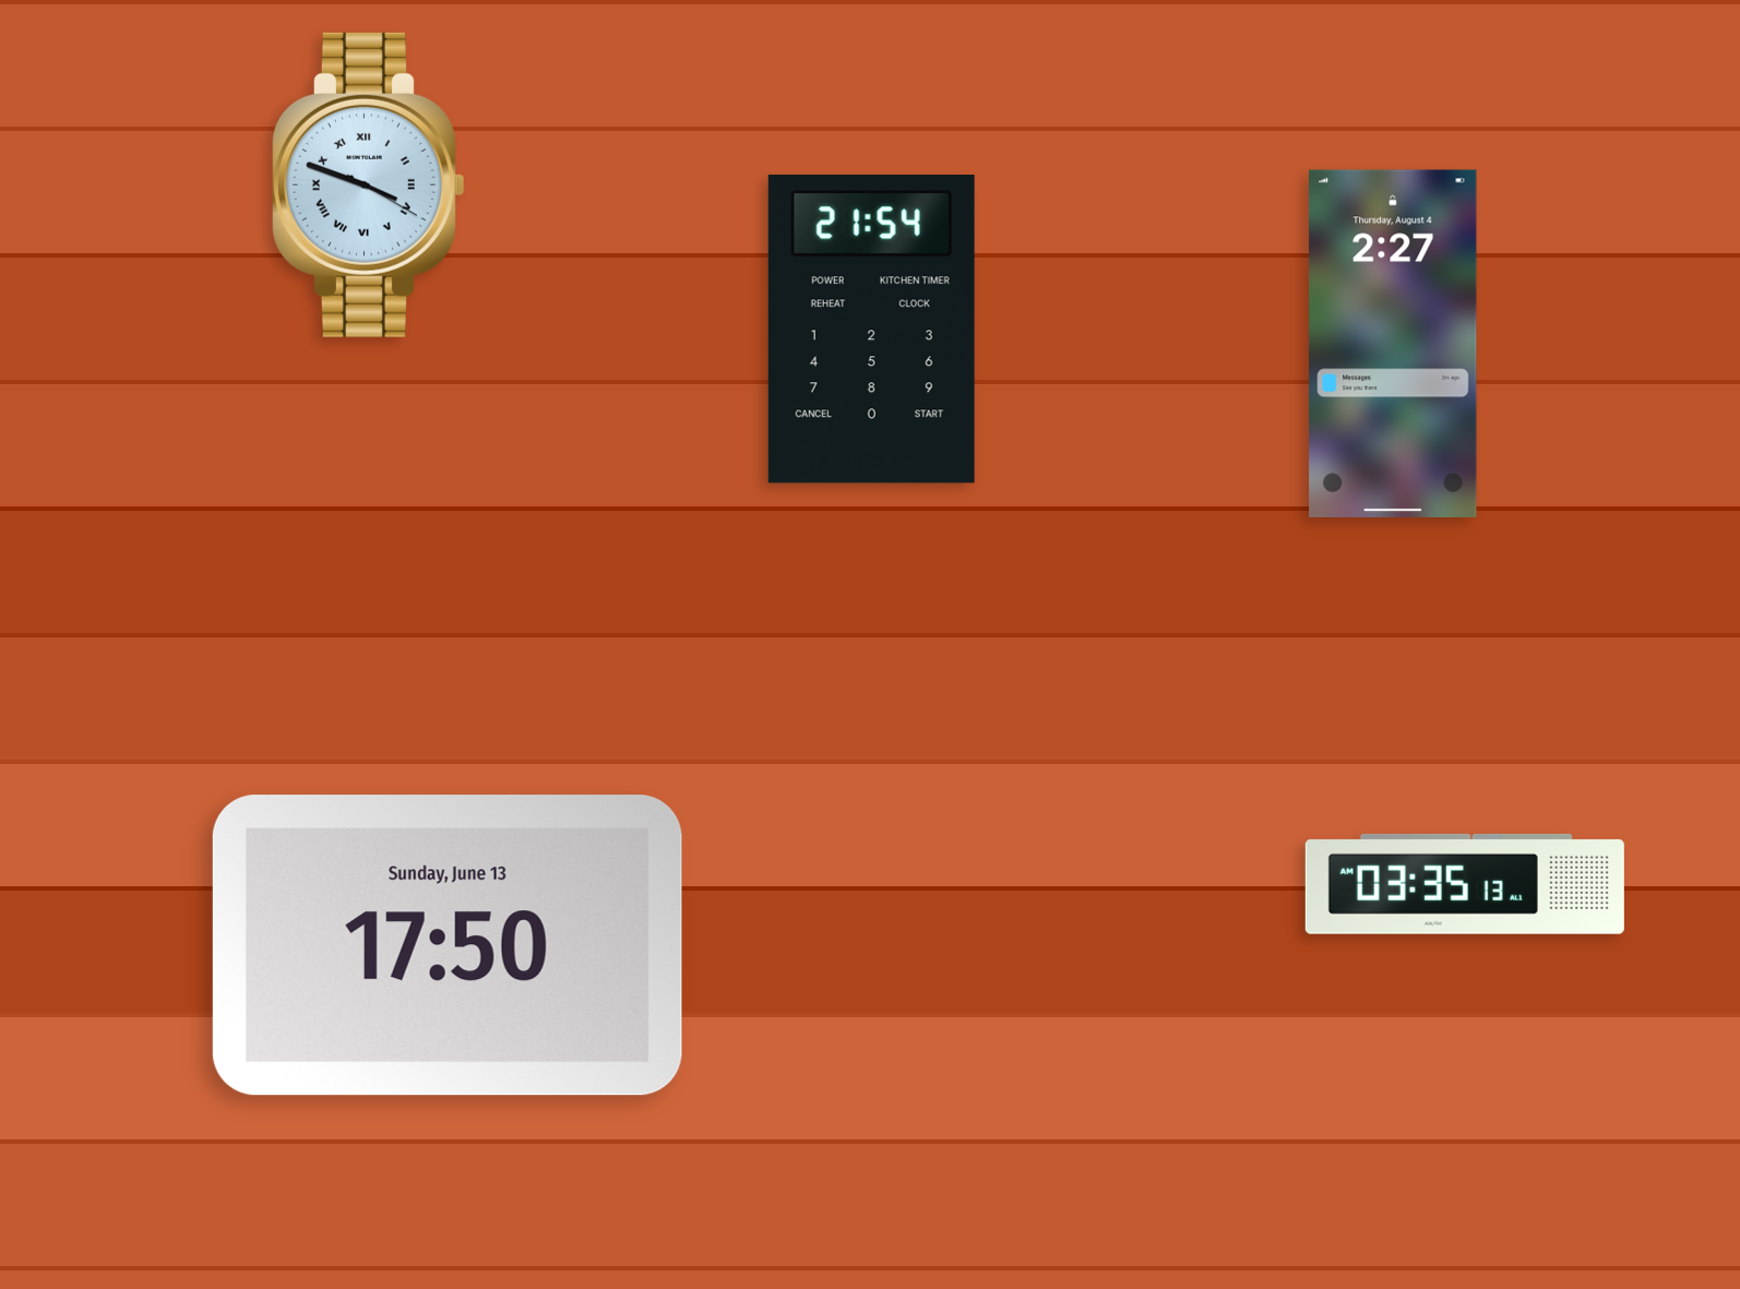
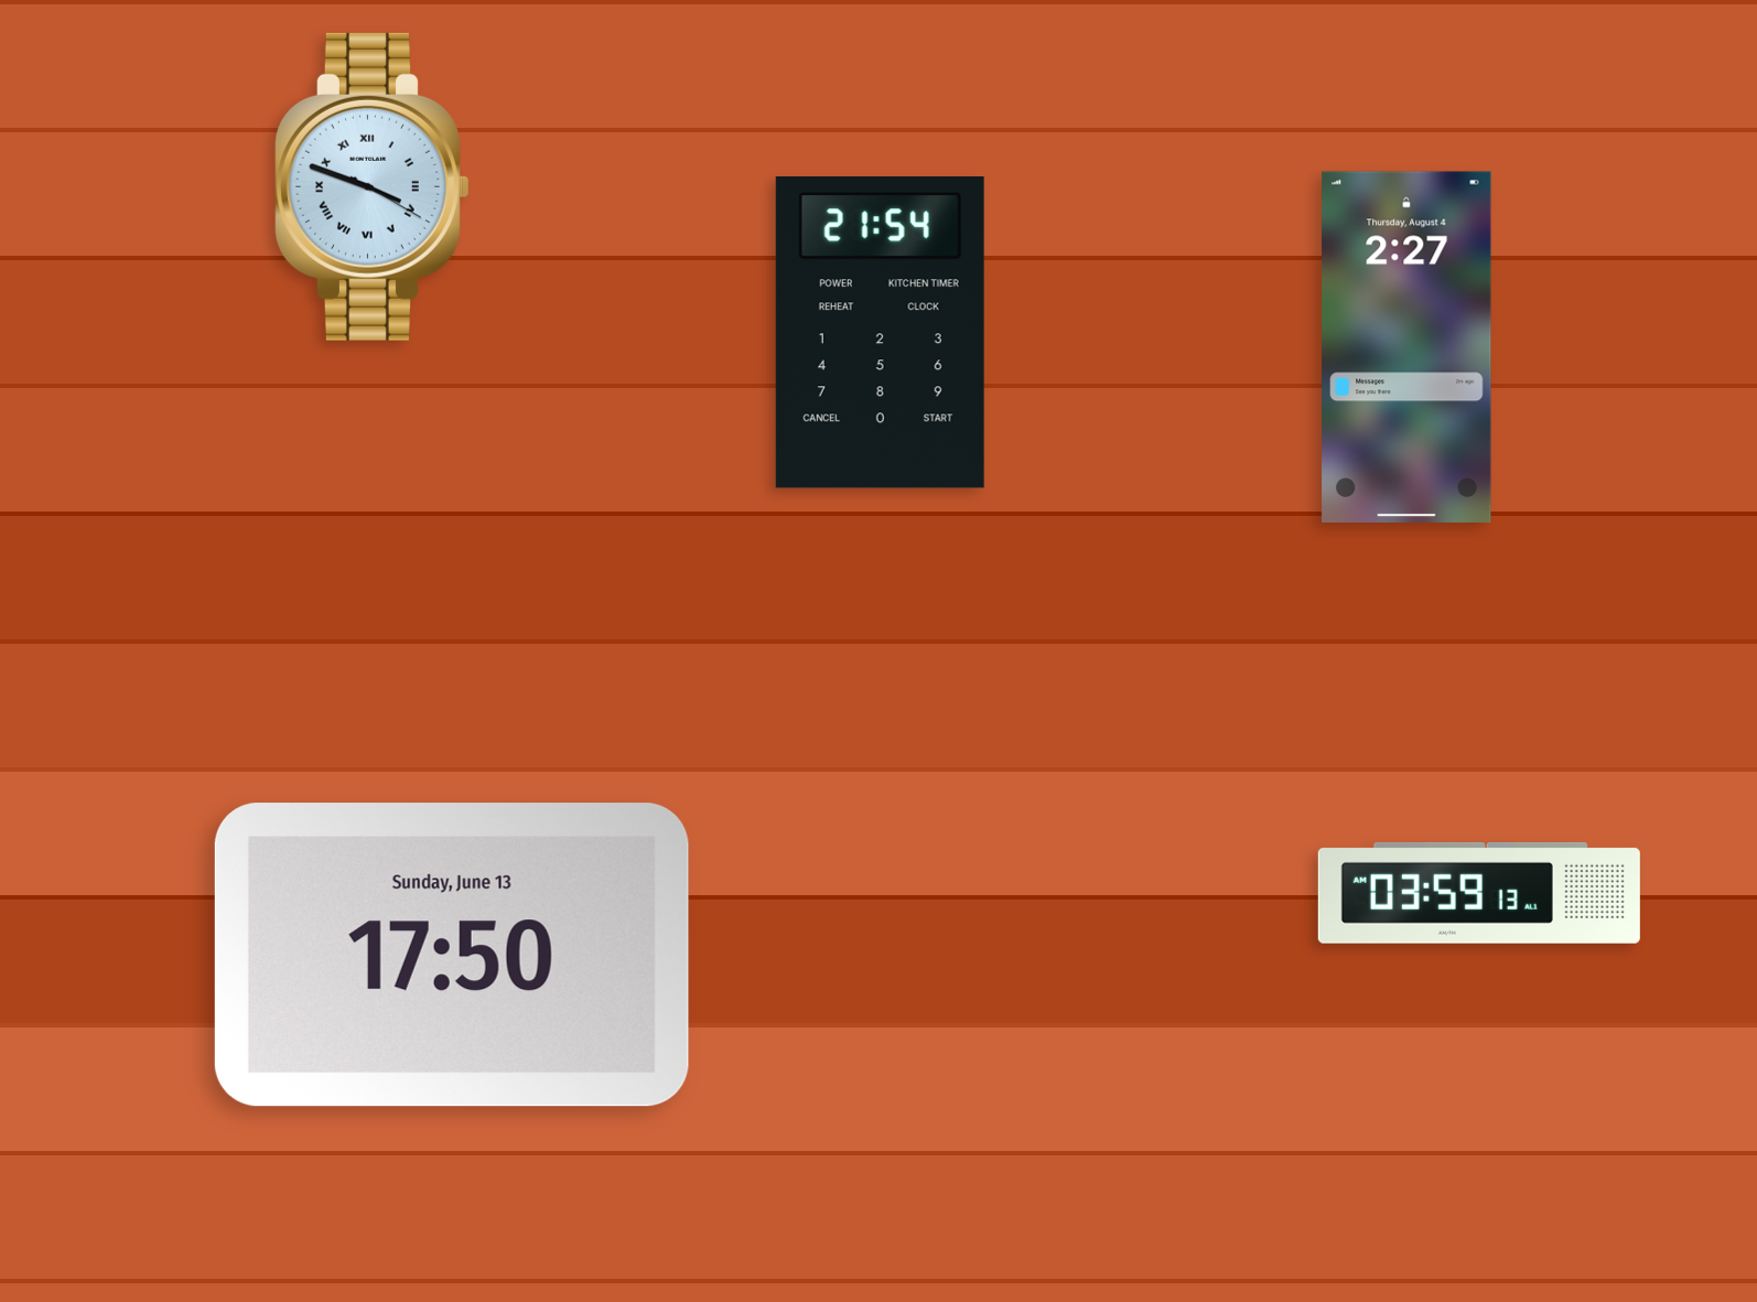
clock at (1465, 884): 03:35 -> 03:59
